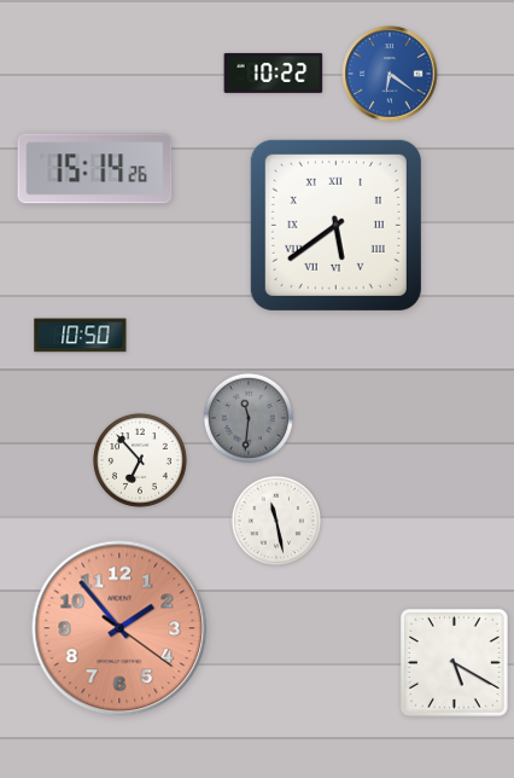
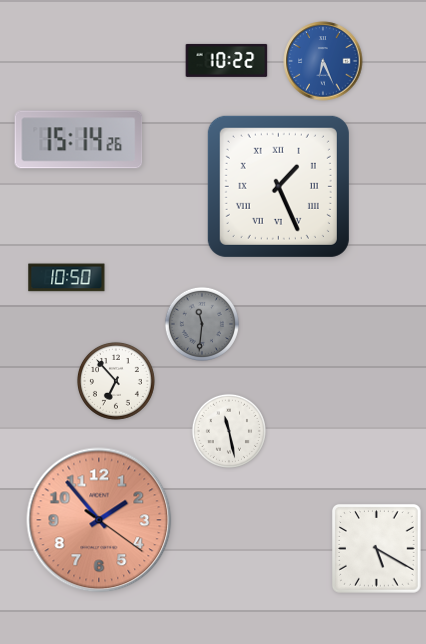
clock at (390, 74): 6:21 -> 6:26
clock at (335, 225): 5:39 -> 1:26
clock at (249, 418) position: (249, 418) -> (202, 324)
